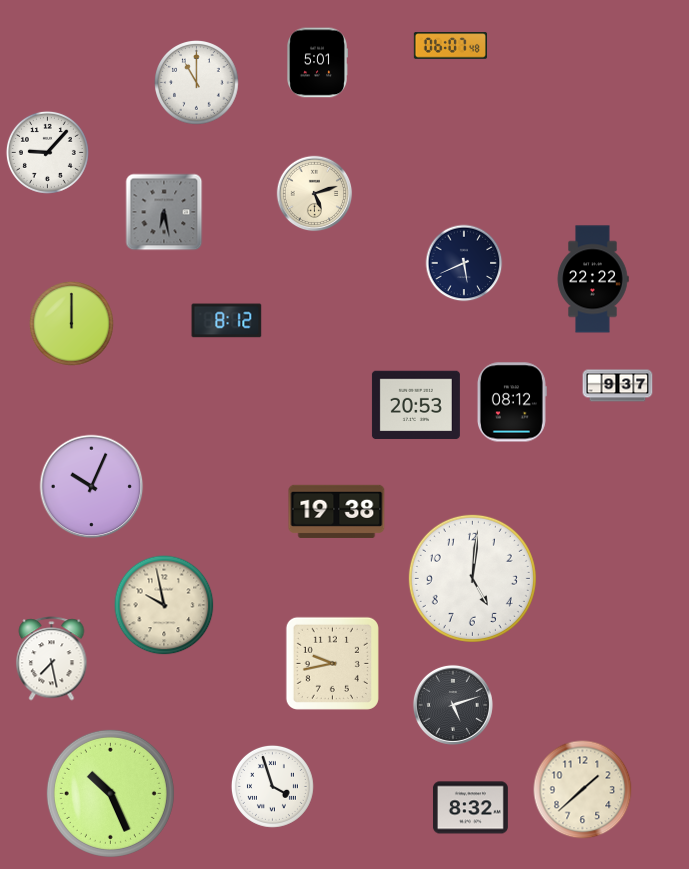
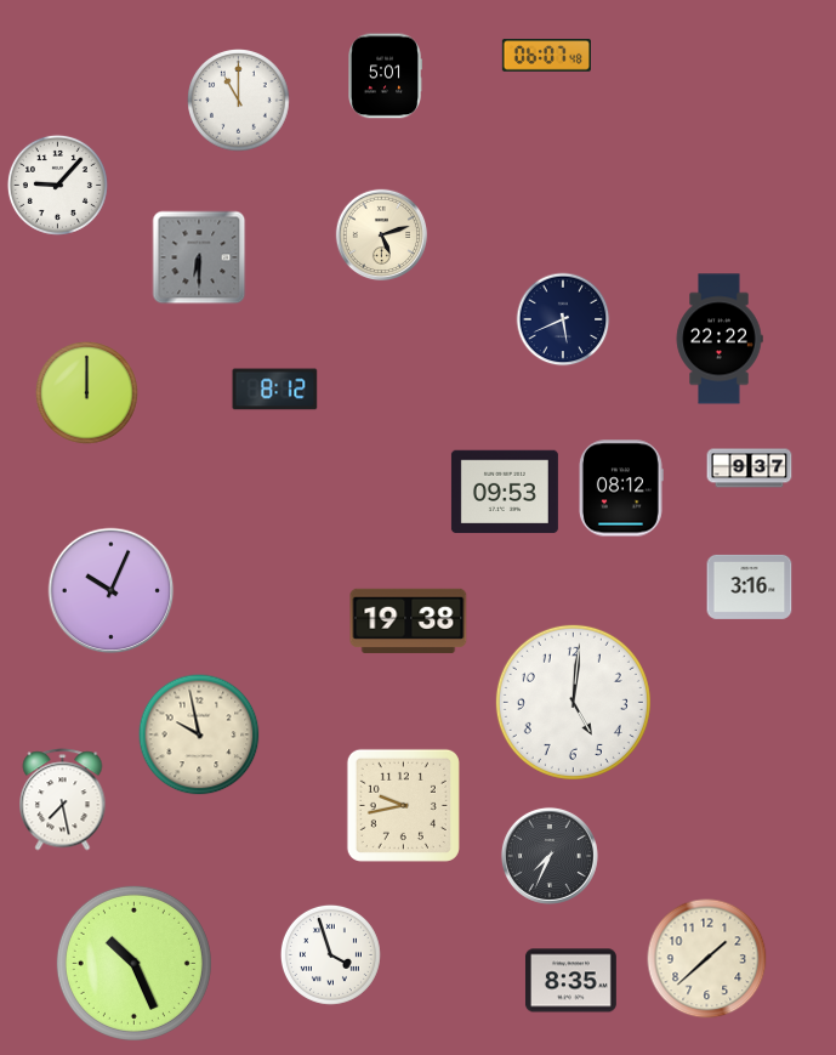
clock at (164, 212): 6:28 -> 6:30
clock at (416, 405): 20:53 -> 09:53
clock at (750, 586): none -> 3:16
clock at (453, 705): 5:12 -> 7:34
clock at (470, 808): 8:32 -> 8:35
